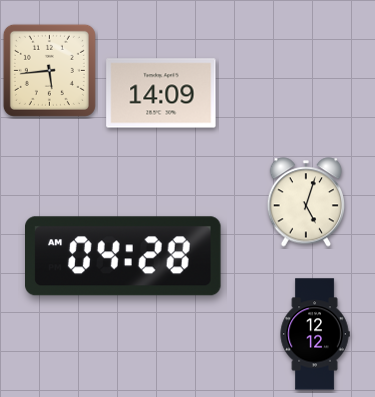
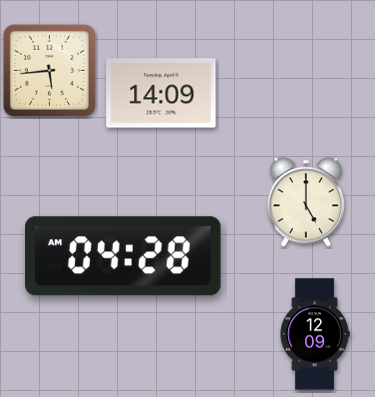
clock at (306, 202): 5:03 -> 5:00
clock at (315, 334): 12:12 -> 12:09
